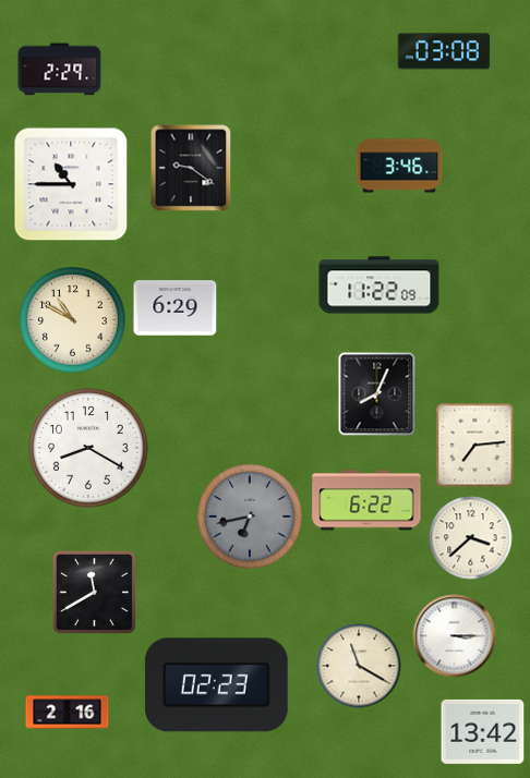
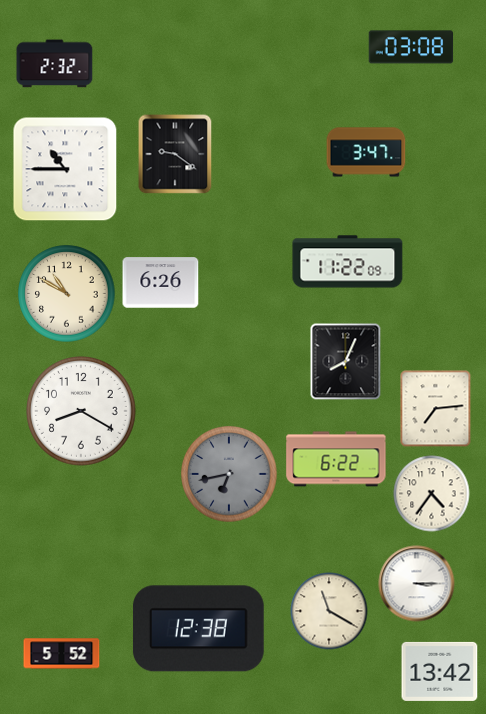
clock at (444, 51) position: (444, 51) -> (411, 47)
clock at (60, 70): 2:29 -> 2:32
clock at (399, 166): 3:46 -> 3:47
clock at (176, 308): 6:29 -> 6:26
clock at (471, 538): 3:38 -> 4:36
clock at (94, 592): 11:40 -> none
clock at (217, 685): 02:23 -> 12:38
clock at (68, 713): 2:16 -> 5:52
clock at (483, 731) position: (483, 731) -> (440, 671)
